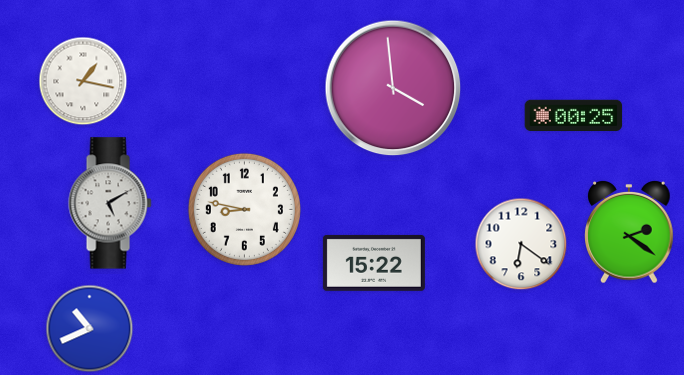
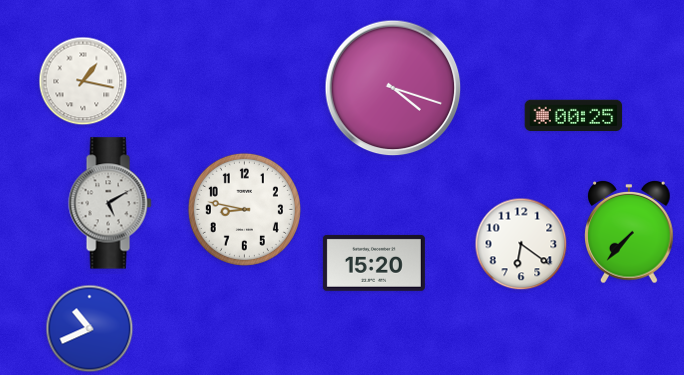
clock at (393, 88): 3:59 -> 4:18
clock at (629, 233): 2:21 -> 7:37
clock at (374, 263): 15:22 -> 15:20
